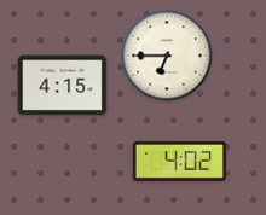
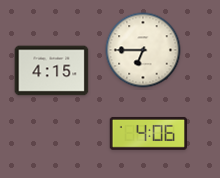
clock at (167, 56) position: (167, 56) -> (143, 50)
clock at (179, 161): 4:02 -> 4:06
